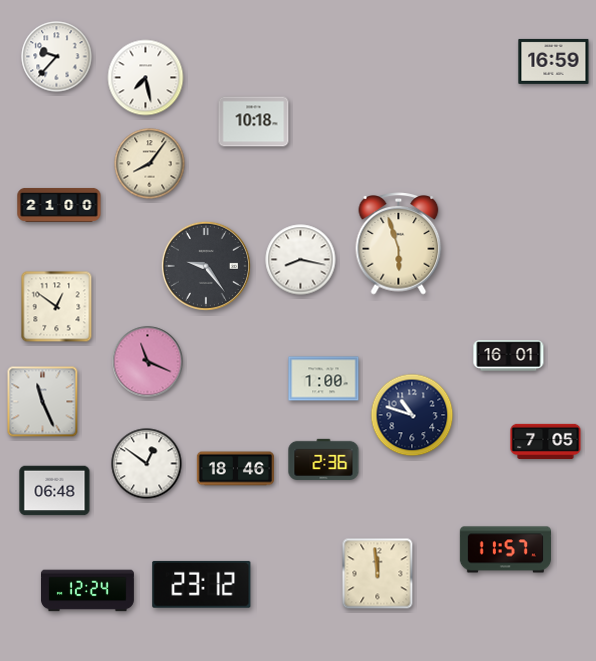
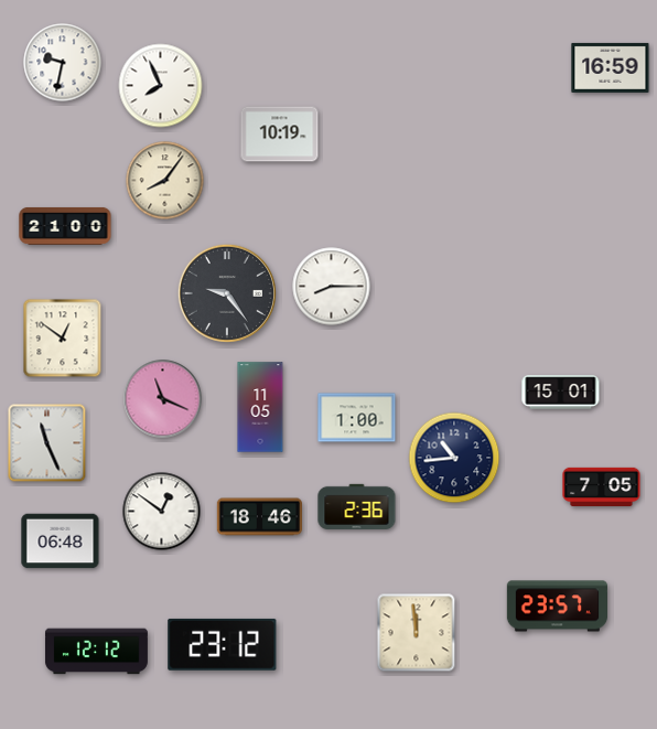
clock at (57, 57): 9:37 -> 9:32
clock at (146, 78): 7:28 -> 7:56
clock at (254, 122): 10:18 -> 10:19
clock at (399, 244): 5:57 -> none
clock at (301, 260): 8:17 -> 8:15
clock at (509, 356): 16:01 -> 15:01
clock at (260, 407): none -> 11:05
clock at (412, 415): 10:48 -> 10:44
clock at (505, 550): 11:57 -> 23:57
clock at (87, 591): 12:24 -> 12:12
